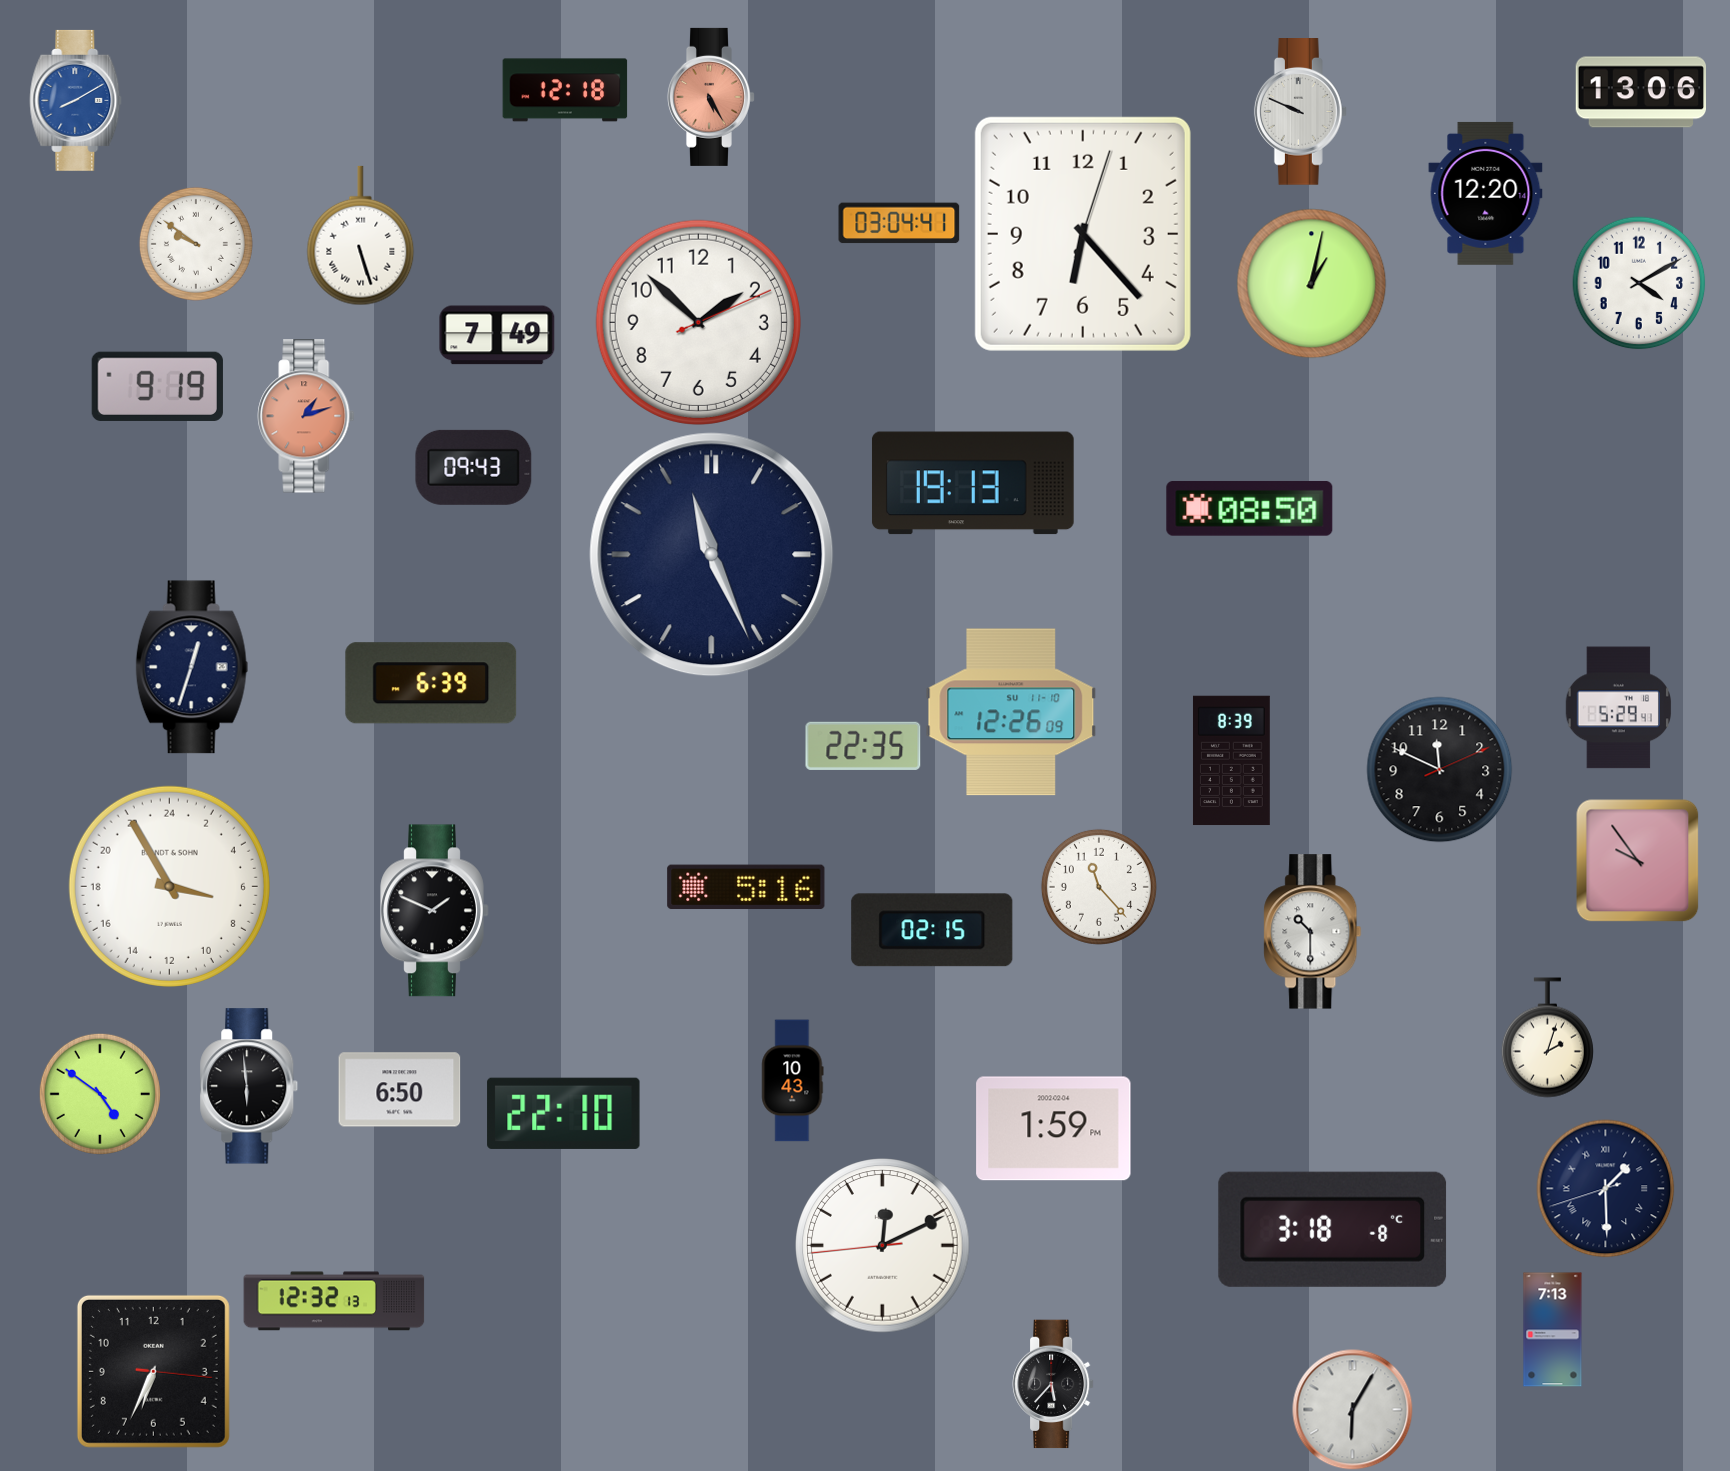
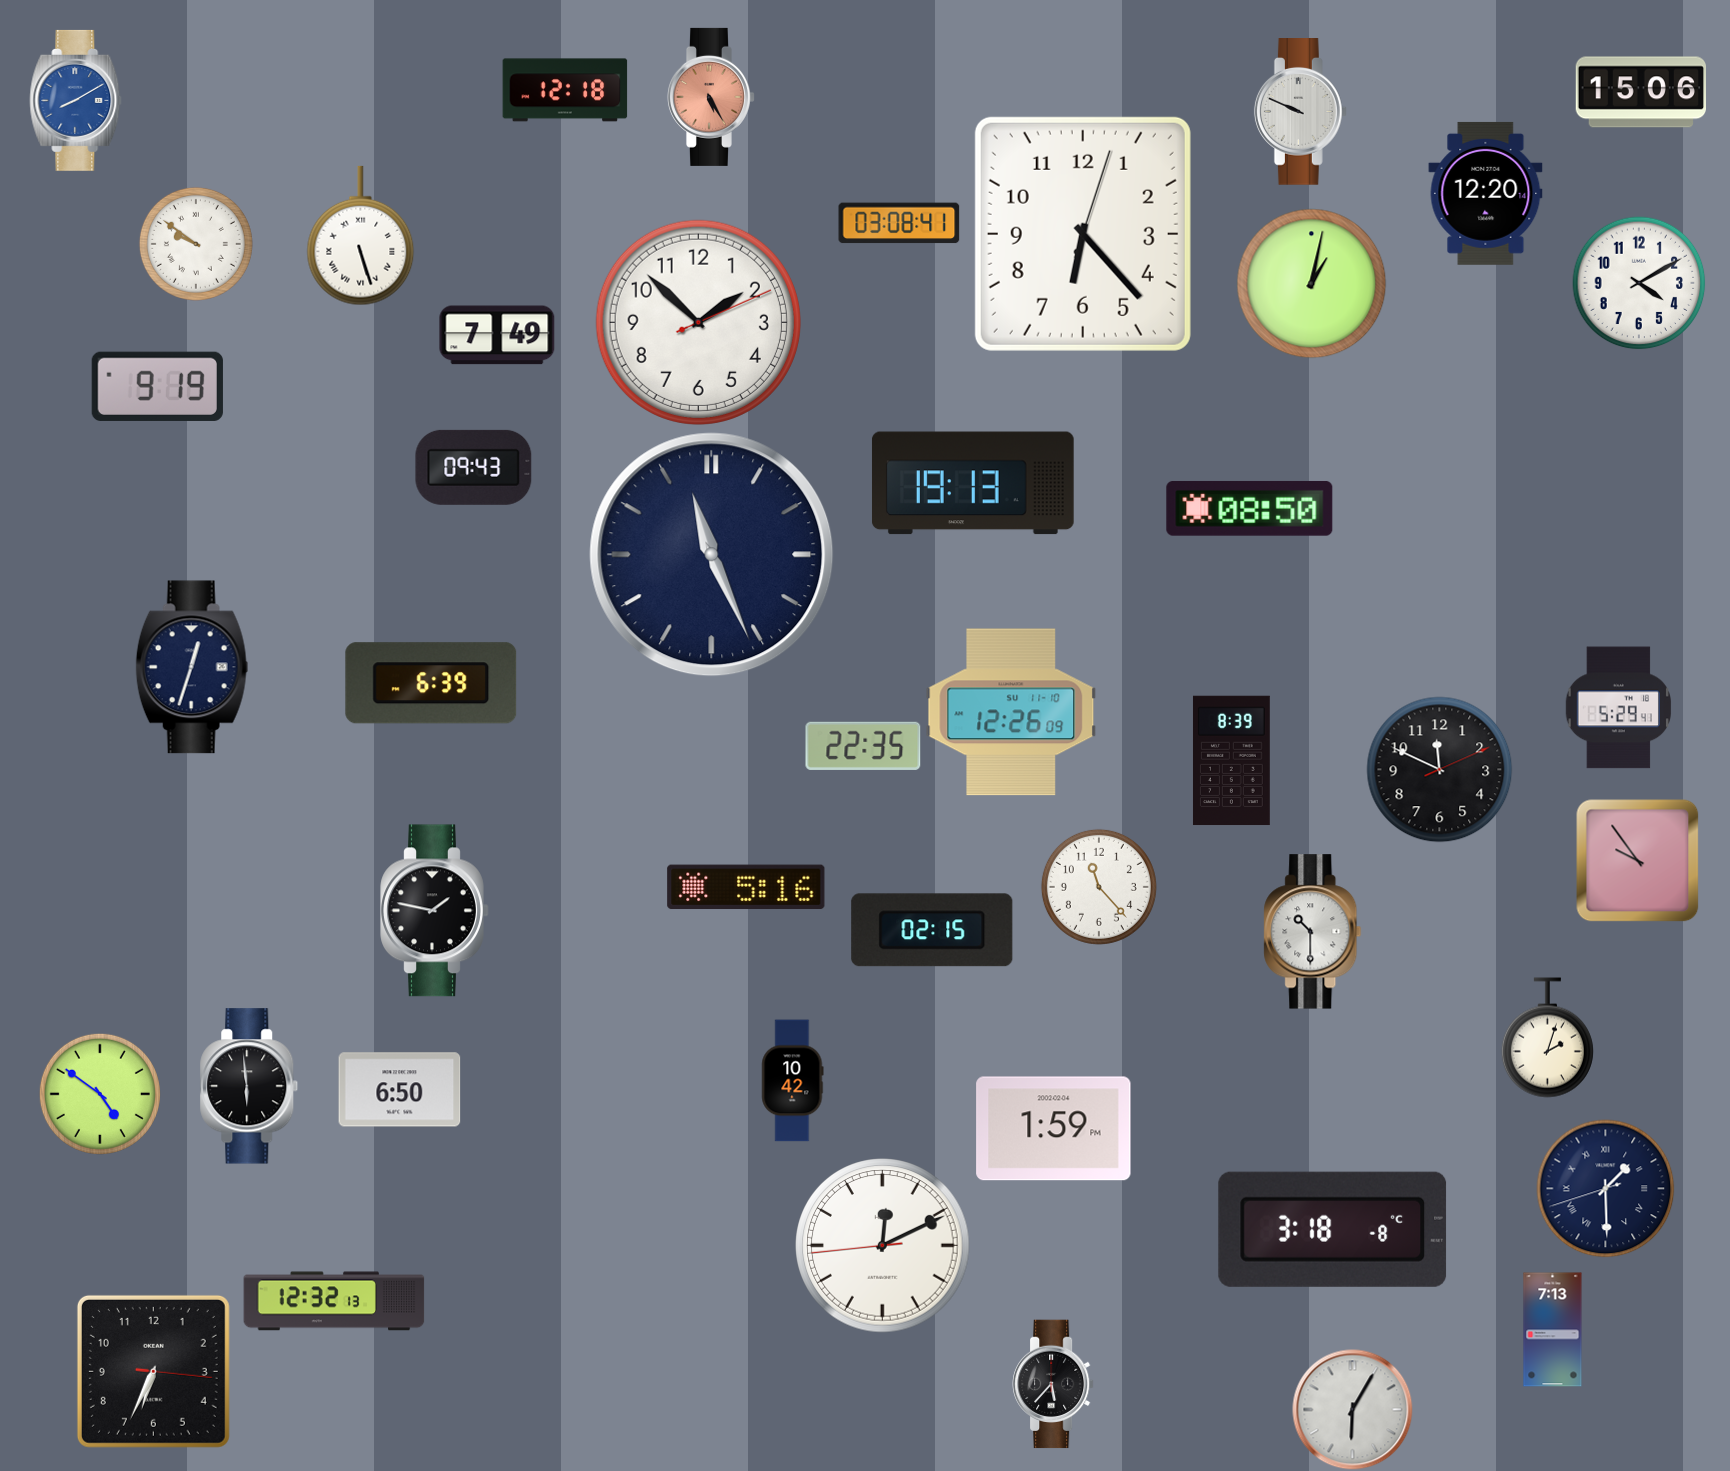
clock at (1640, 92): 13:06 -> 15:06
clock at (899, 223): 03:04 -> 03:08
clock at (306, 416): 1:12 -> none
clock at (169, 886): 6:55 -> none
clock at (435, 911): 1:49 -> 1:47
clock at (793, 1081): 10:43 -> 10:42
clock at (564, 1113): 22:10 -> none
